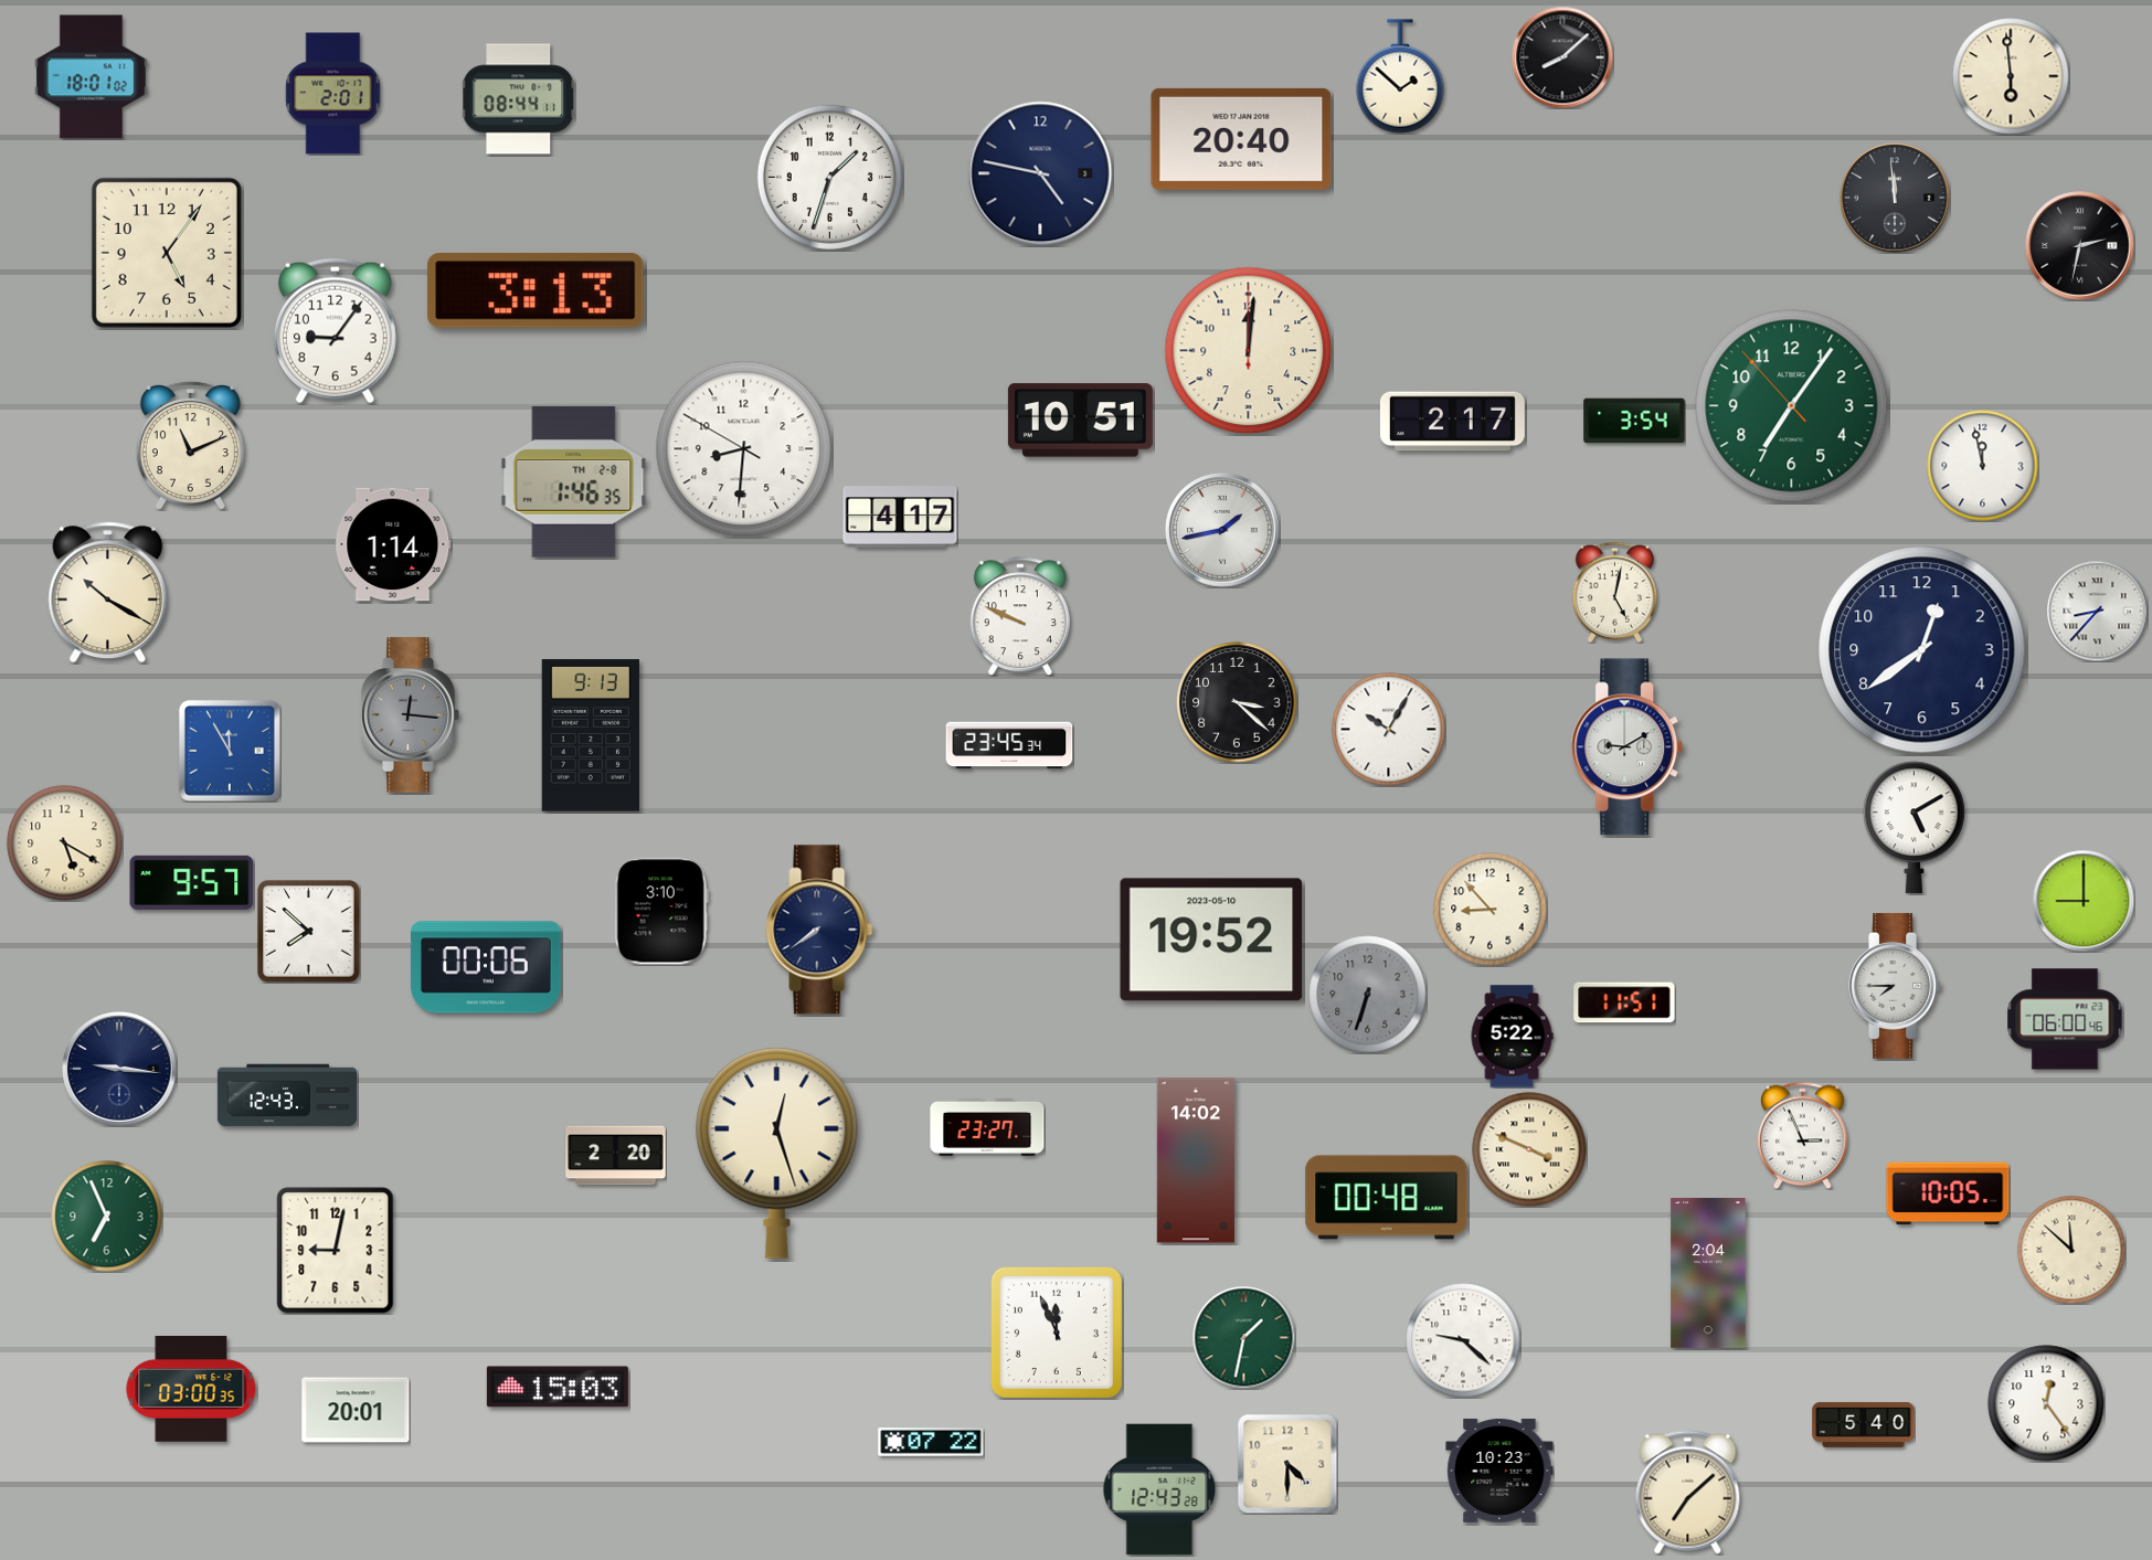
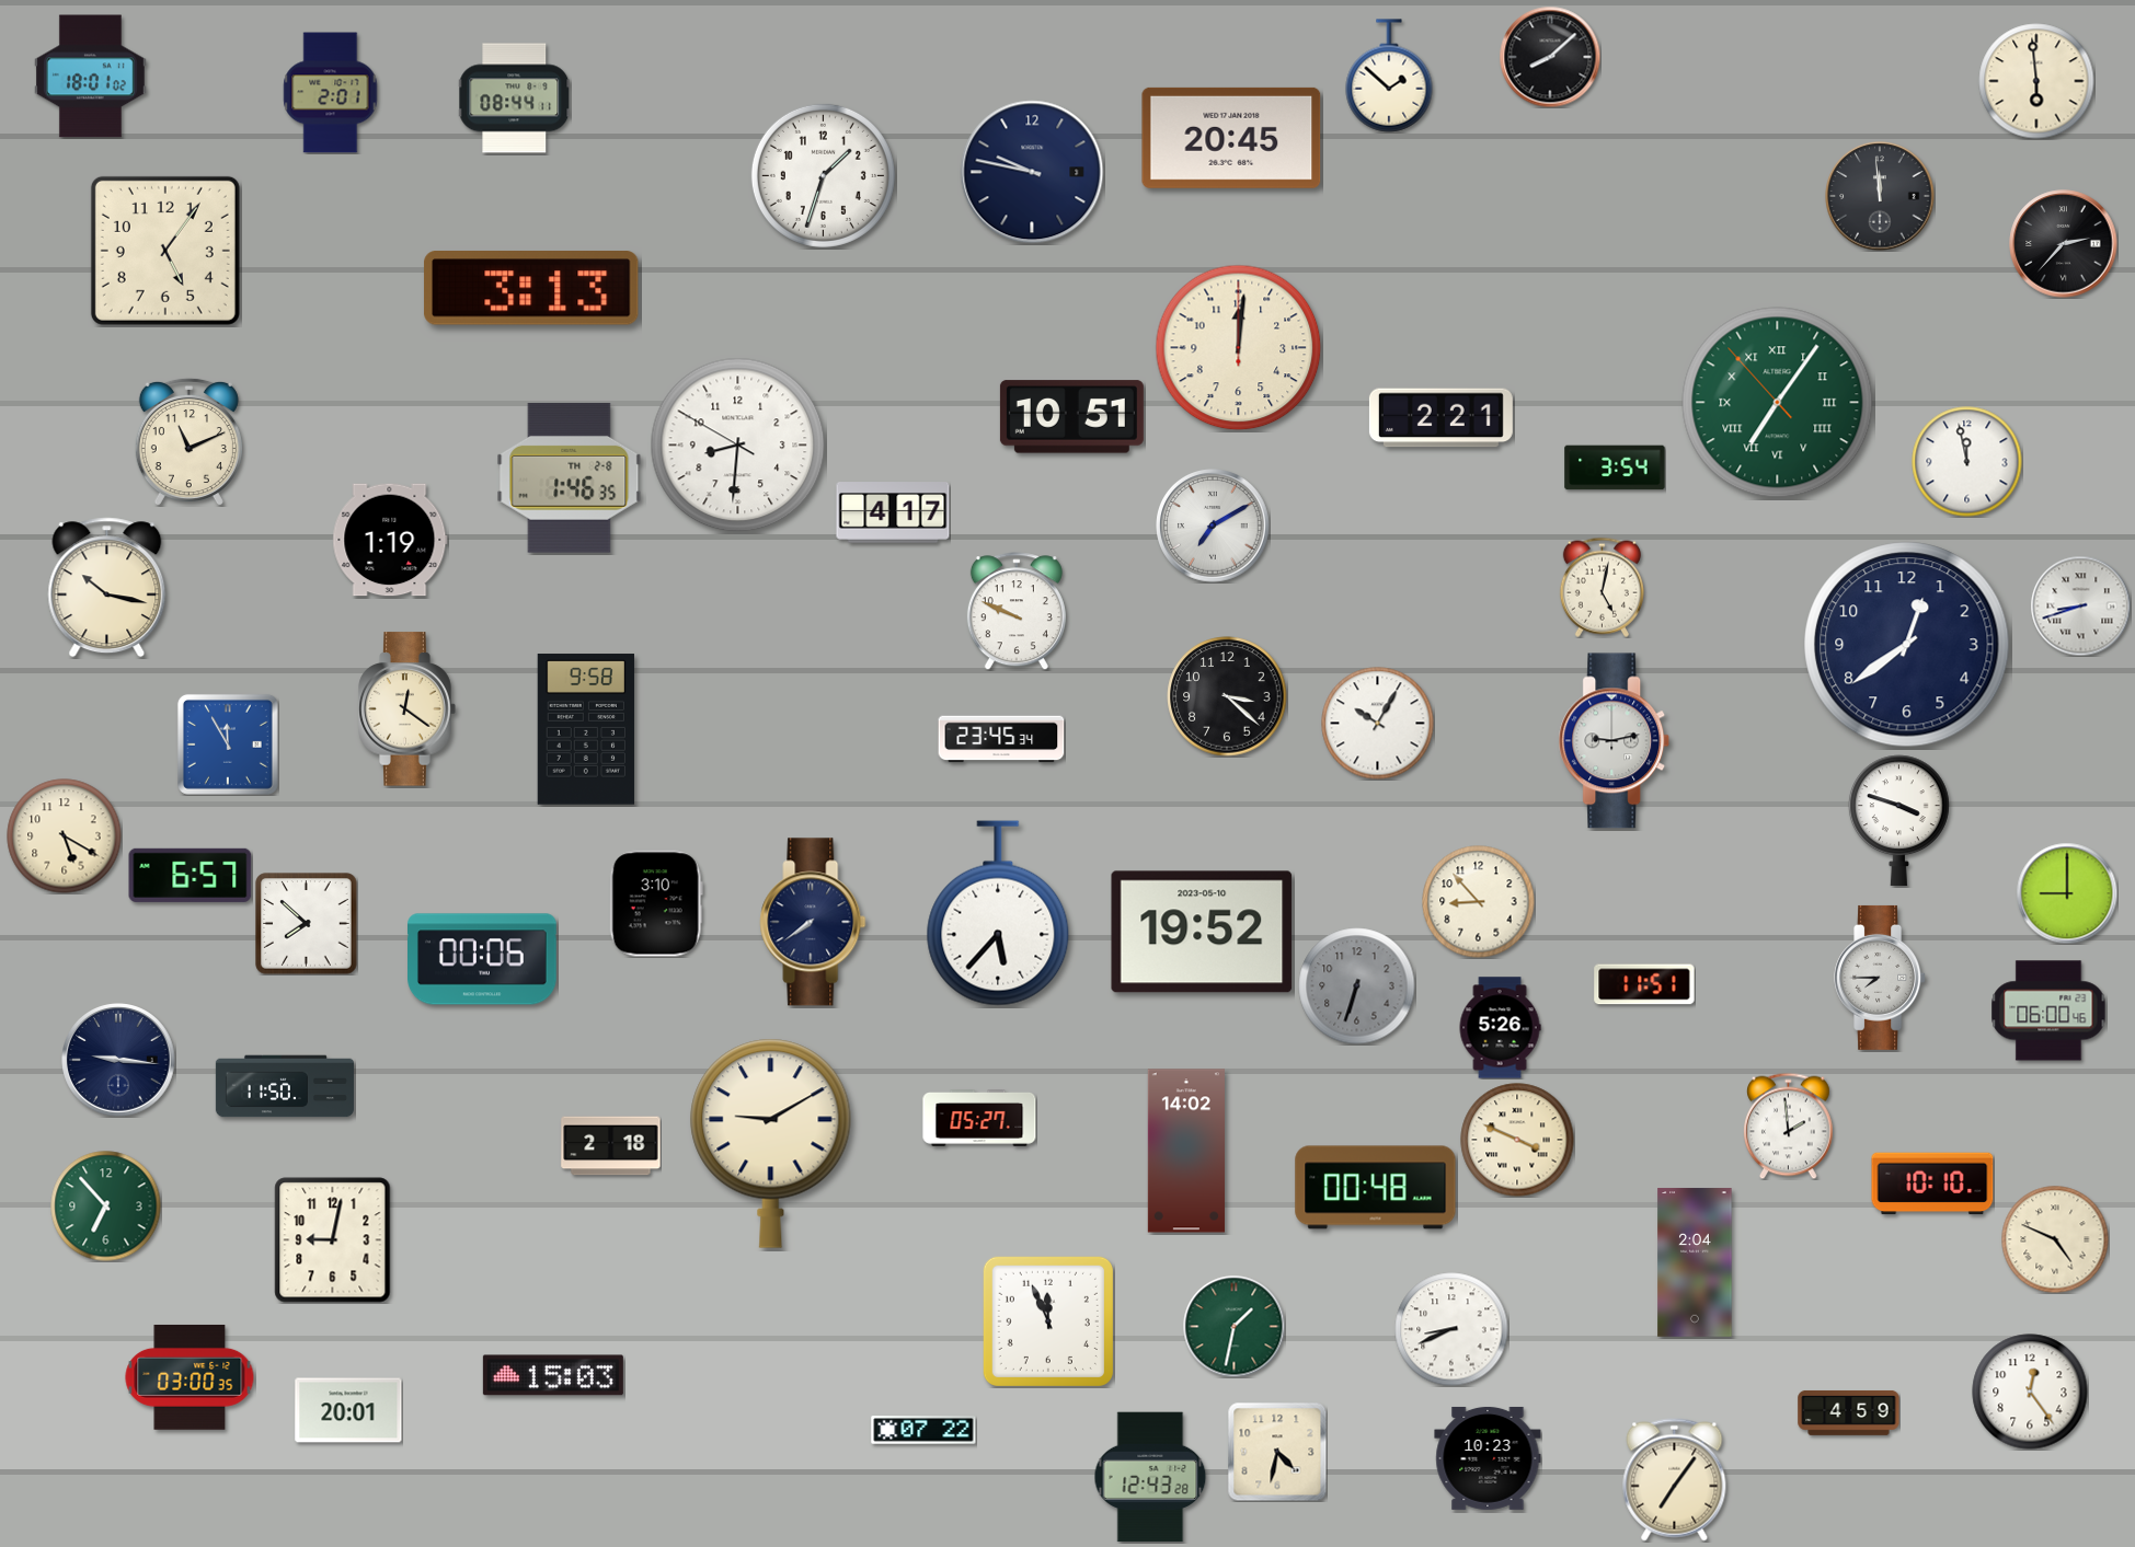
clock at (2011, 76) position: (2011, 76) -> (2036, 81)
clock at (1241, 139): 20:40 -> 20:45
clock at (1040, 173): 4:47 -> 9:47
clock at (2080, 246): 2:32 -> 2:37
clock at (335, 331): 9:06 -> none
clock at (1792, 406) numerals: Arabic -> Roman
clock at (1634, 421) position: (1634, 421) -> (1615, 467)
clock at (1452, 422): 2:17 -> 2:21
clock at (1222, 530): 1:43 -> 7:10
clock at (393, 544): 1:14 -> 1:19
clock at (108, 593): 10:20 -> 10:17
clock at (2097, 611): 8:37 -> 8:42
clock at (1020, 616) position: (1020, 616) -> (1017, 611)
clock at (411, 715): 12:16 -> 12:21
clock at (411, 715) dial: grey -> cream
clock at (591, 735): 9:13 -> 9:58
clock at (1628, 747): 9:10 -> 9:13
clock at (1914, 828): 5:10 -> 3:48
clock at (192, 882): 9:57 -> 6:57
clock at (998, 913): none -> 5:37
clock at (1624, 1002) position: (1624, 1002) -> (1644, 984)
clock at (1512, 1037): 5:22 -> 5:26
clock at (287, 1095): 12:43 -> 11:50
clock at (987, 1128): 23:27 -> 05:27
clock at (1803, 1135): 2:56 -> 1:59
clock at (777, 1153): 12:27 -> 9:10
clock at (616, 1156): 2:20 -> 2:18
clock at (1948, 1193): 10:05 -> 10:10
clock at (107, 1217): 6:56 -> 6:53
clock at (2071, 1250): 11:52 -> 4:49
clock at (1463, 1340): 9:22 -> 8:41
clock at (356, 1410) position: (356, 1410) -> (348, 1410)
clock at (1864, 1424): 5:40 -> 4:59
clock at (1287, 1464): 4:30 -> 4:32
clock at (1688, 1493): 7:08 -> 7:06
